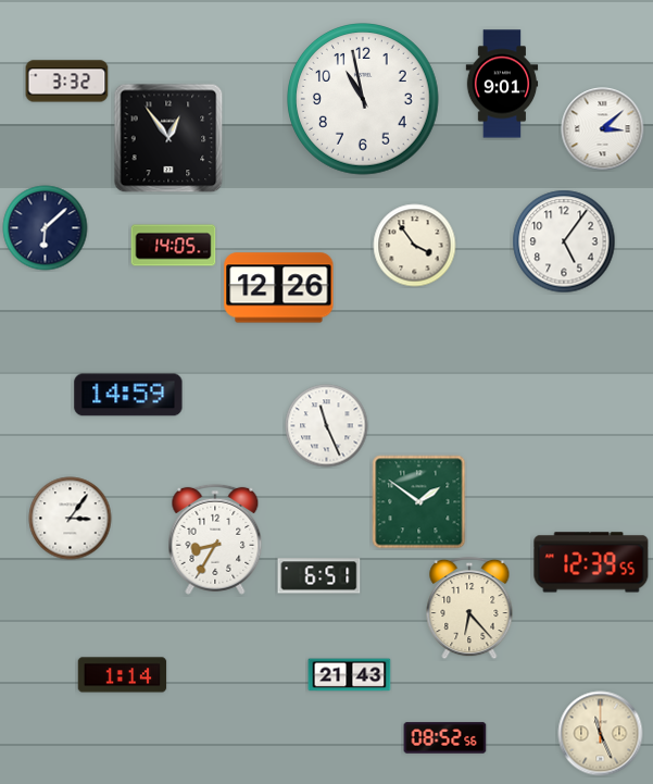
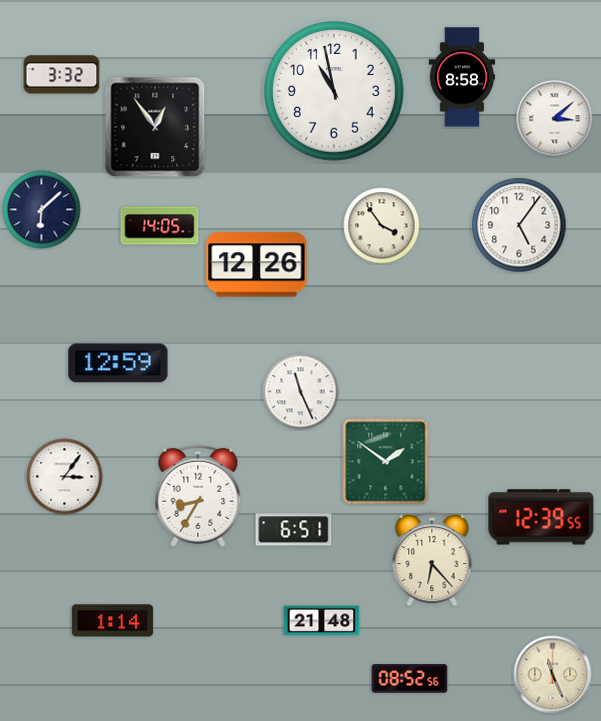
clock at (502, 84): 9:01 -> 8:58
clock at (564, 241) position: (564, 241) -> (519, 225)
clock at (128, 395): 14:59 -> 12:59
clock at (591, 562) position: (591, 562) -> (541, 517)
clock at (350, 675): 21:43 -> 21:48
